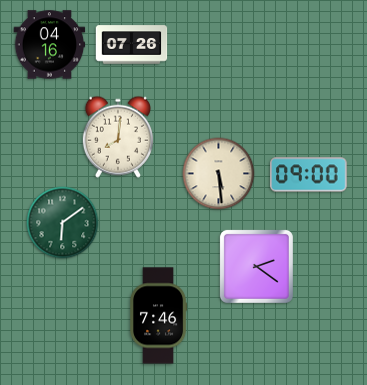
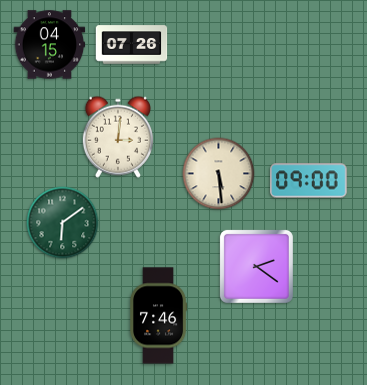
clock at (50, 45): 04:16 -> 04:15
clock at (118, 137): 8:01 -> 3:01
clock at (309, 175) position: (309, 175) -> (309, 181)
